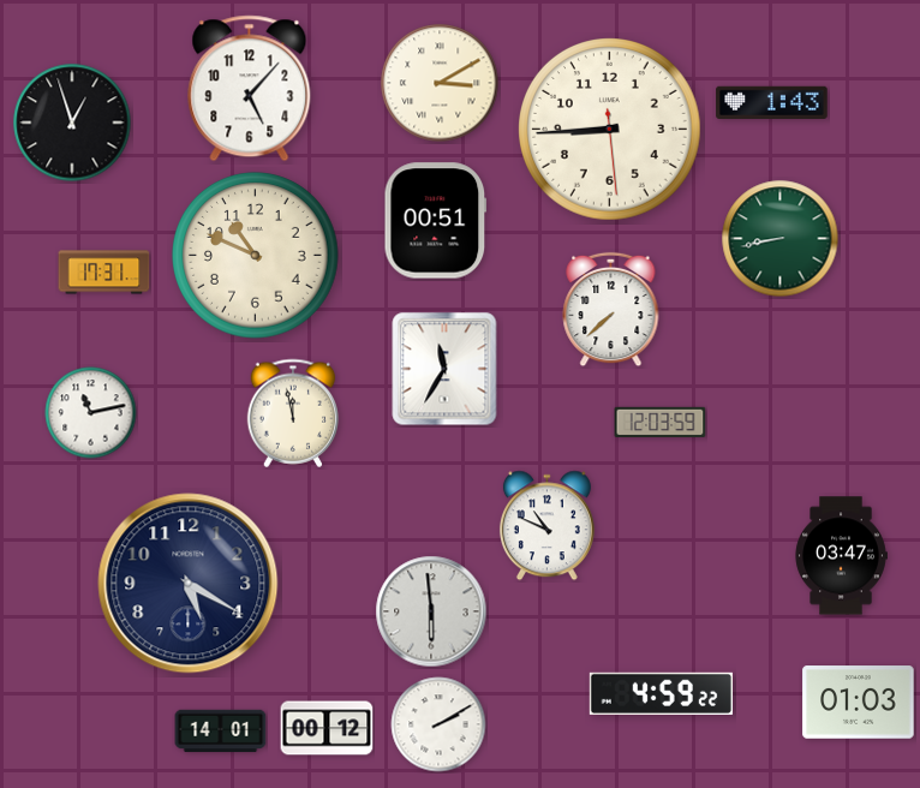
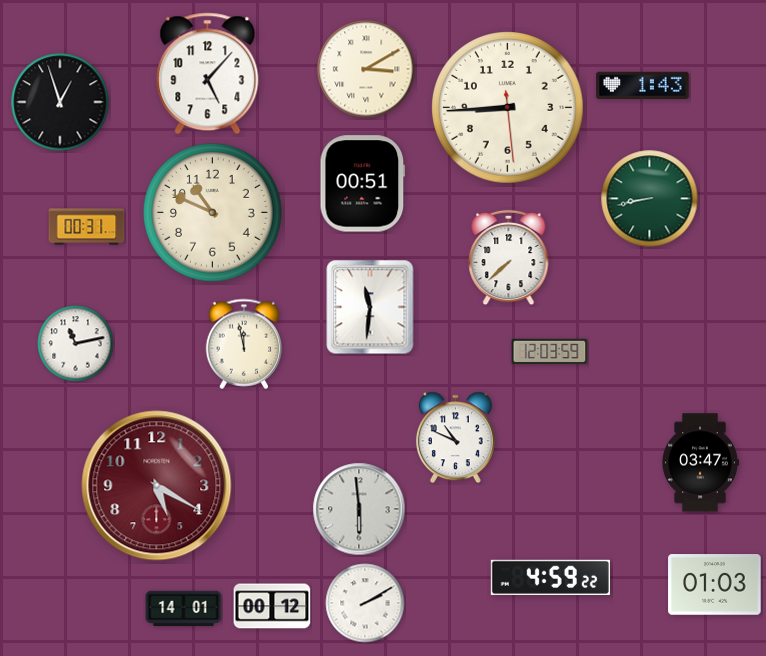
clock at (104, 273): 17:31 -> 00:31
clock at (444, 369): 11:35 -> 11:31
clock at (189, 584) dial: navy -> burgundy
